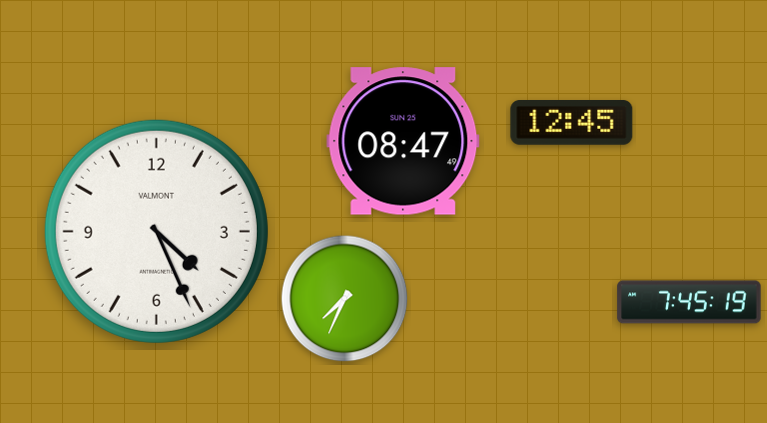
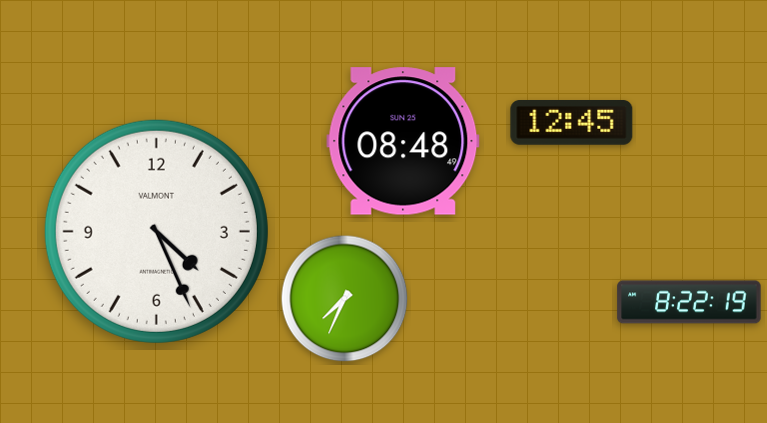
clock at (403, 141): 08:47 -> 08:48
clock at (689, 302): 7:45 -> 8:22
